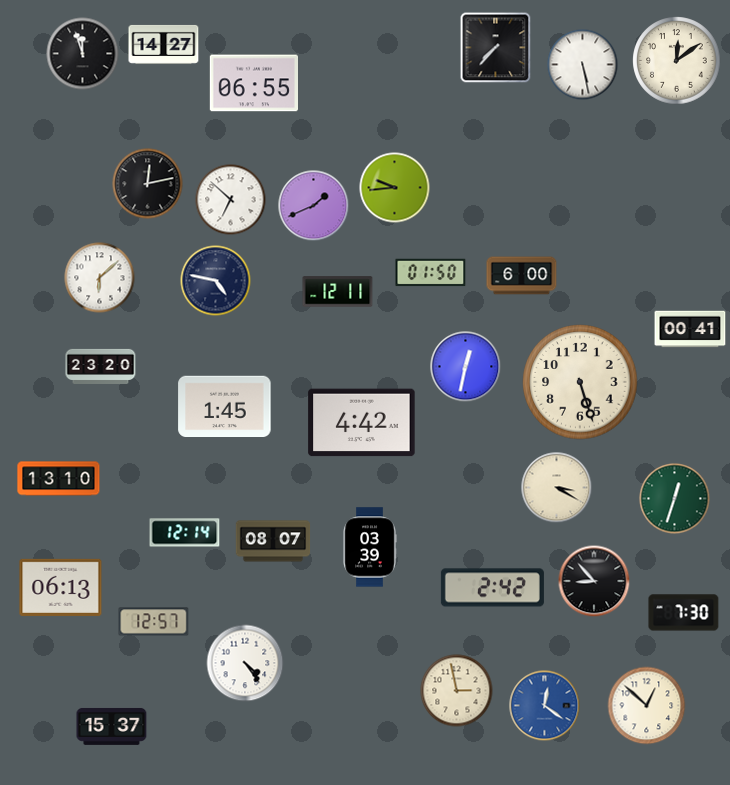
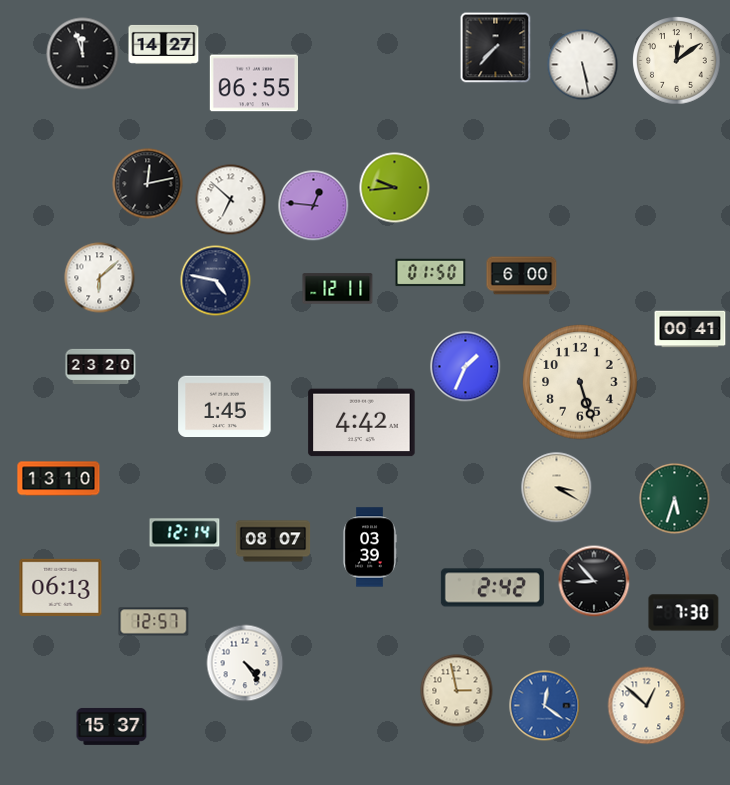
clock at (314, 206): 1:41 -> 12:46
clock at (338, 292) position: (338, 292) -> (338, 289)
clock at (466, 367): 12:32 -> 1:34
clock at (675, 499): 12:33 -> 5:33
